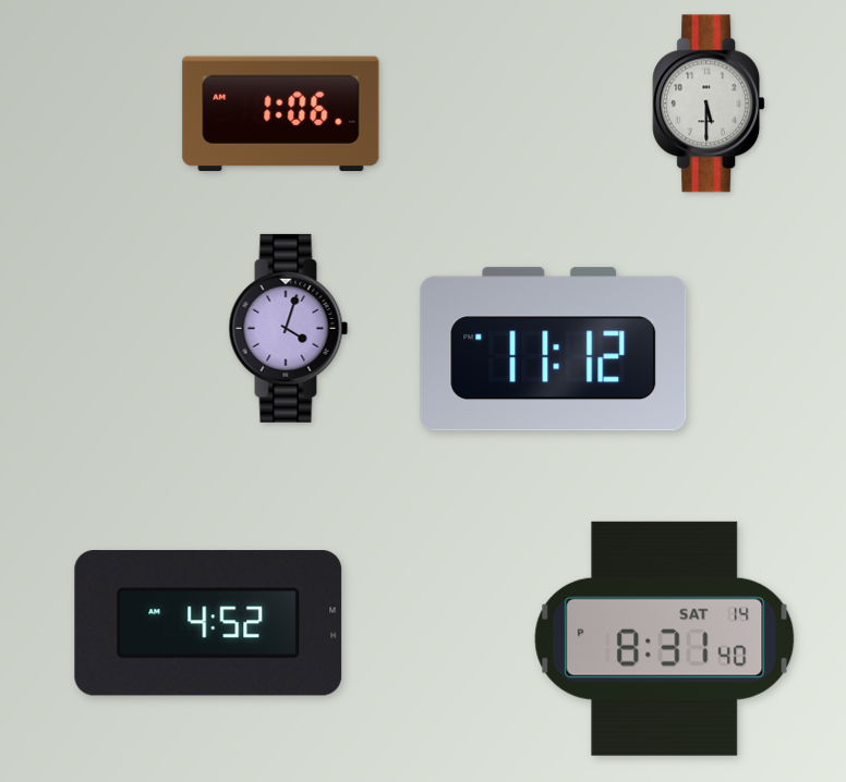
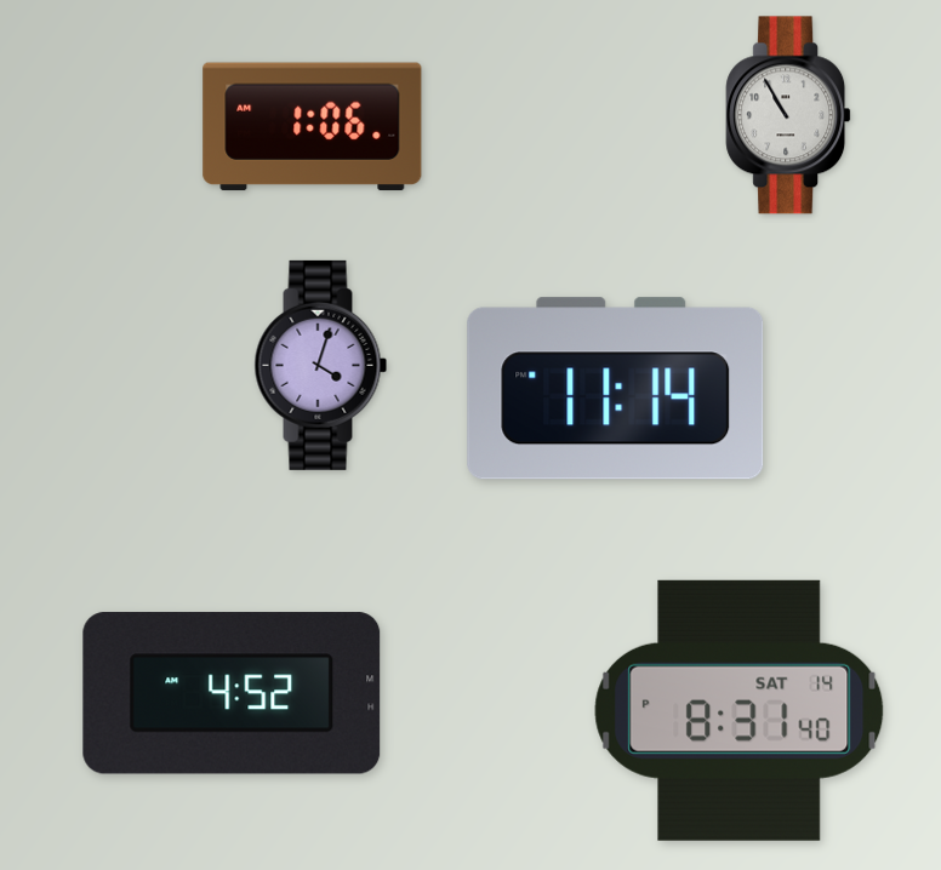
clock at (709, 103): 5:30 -> 10:55
clock at (554, 350): 11:12 -> 11:14
